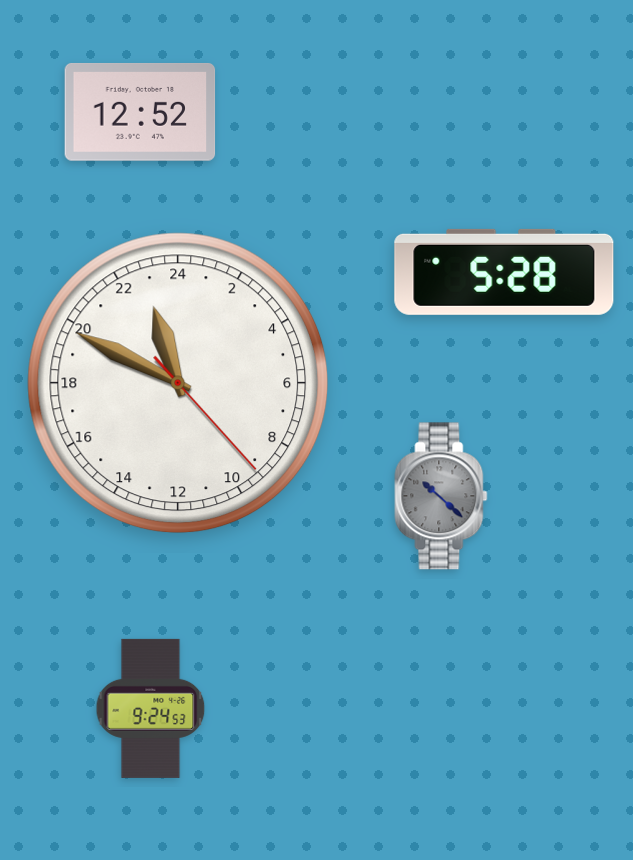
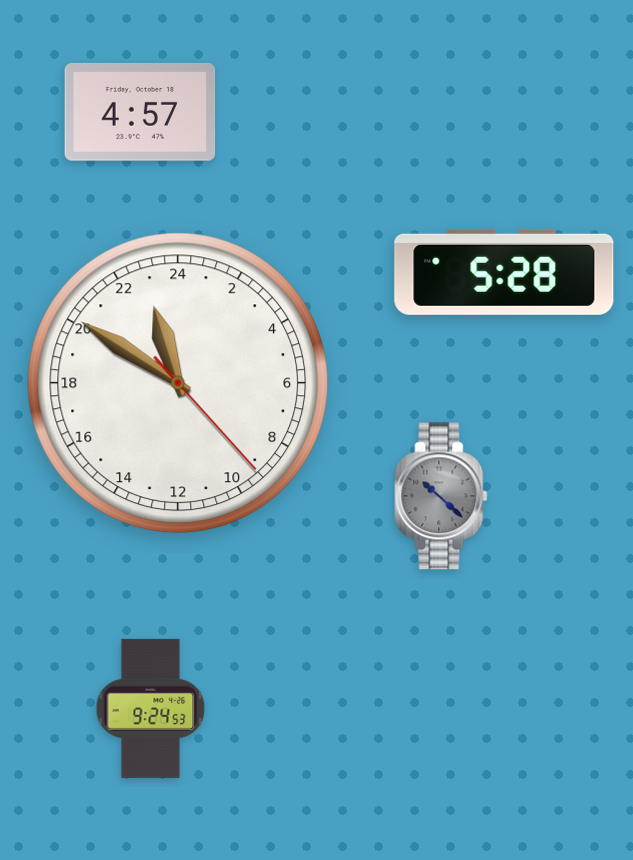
clock at (140, 112): 12:52 -> 4:57
clock at (178, 383): 22:49 -> 22:50
